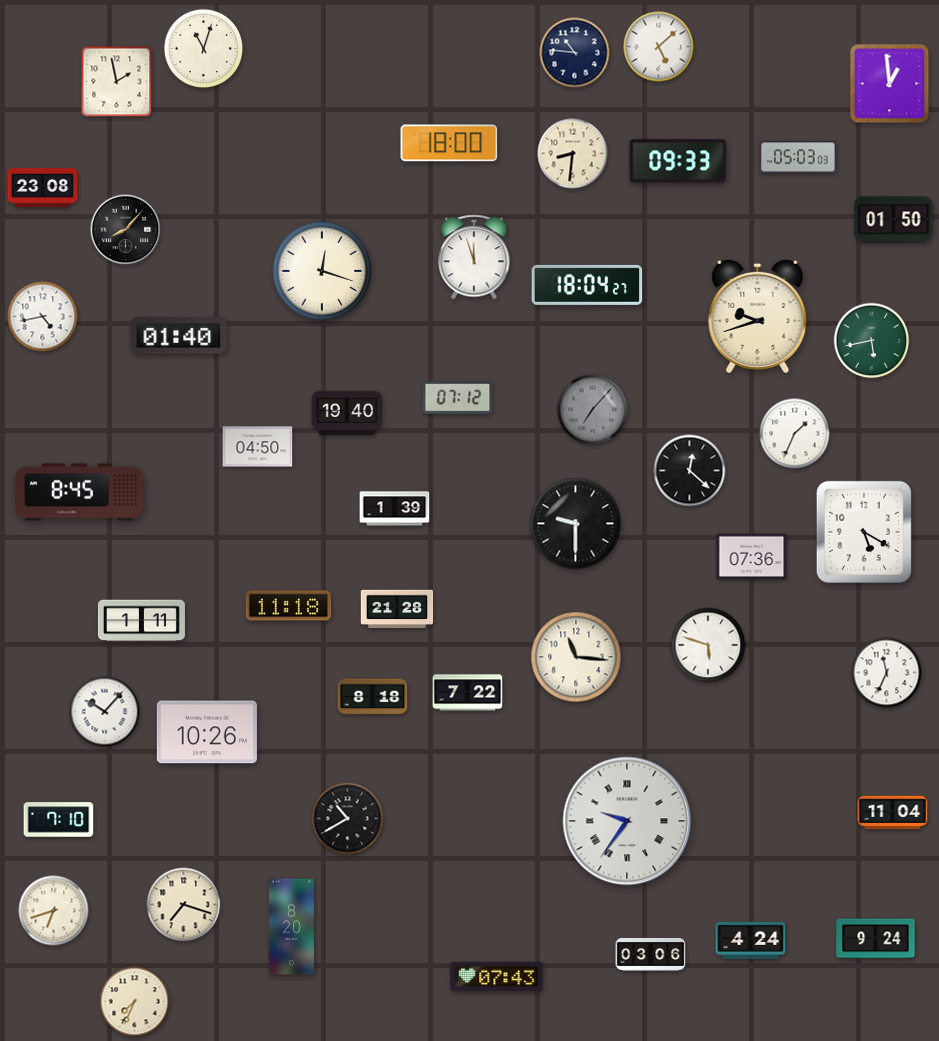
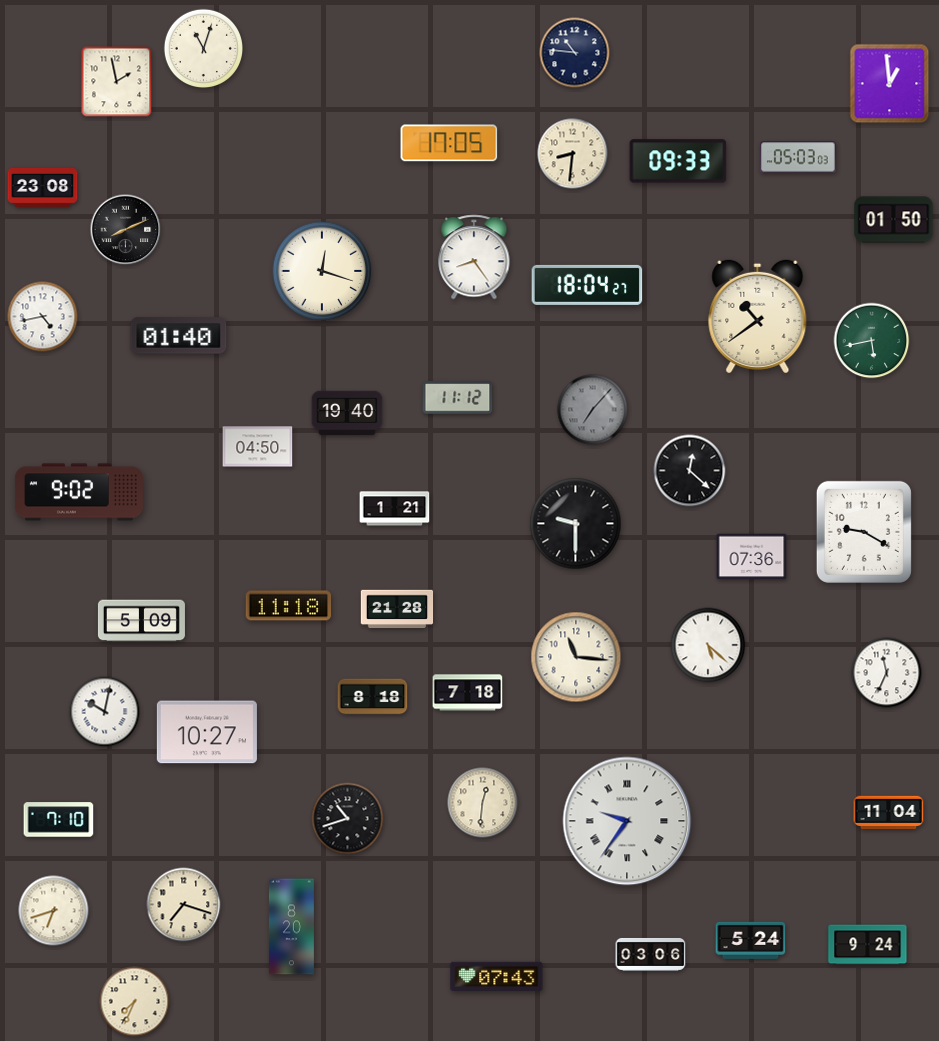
clock at (659, 47): 5:08 -> none
clock at (449, 143): 18:00 -> 17:05
clock at (126, 230): 8:07 -> 8:11
clock at (474, 257): 11:57 -> 8:24
clock at (758, 316): 9:42 -> 10:39
clock at (458, 398): 07:12 -> 11:12
clock at (795, 434): 1:34 -> none
clock at (79, 492): 8:45 -> 9:02
clock at (395, 509): 1:39 -> 1:21
clock at (864, 532): 5:20 -> 9:20
clock at (141, 621): 1:11 -> 5:09
clock at (708, 645): 5:48 -> 5:22
clock at (468, 693): 7:22 -> 7:18
clock at (105, 712): 10:07 -> 10:02
clock at (207, 732): 10:26 -> 10:27
clock at (483, 803): none -> 12:31
clock at (893, 813) position: (893, 813) -> (889, 813)
clock at (348, 819): 10:40 -> 10:42
clock at (876, 939) position: (876, 939) -> (868, 945)
clock at (751, 940): 4:24 -> 5:24
